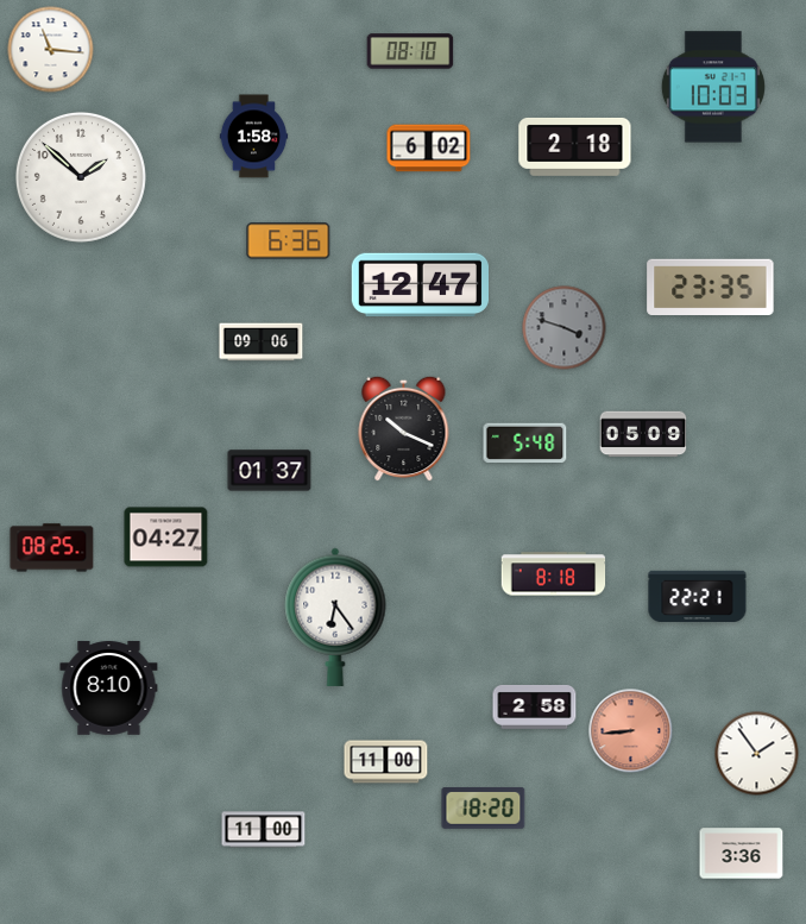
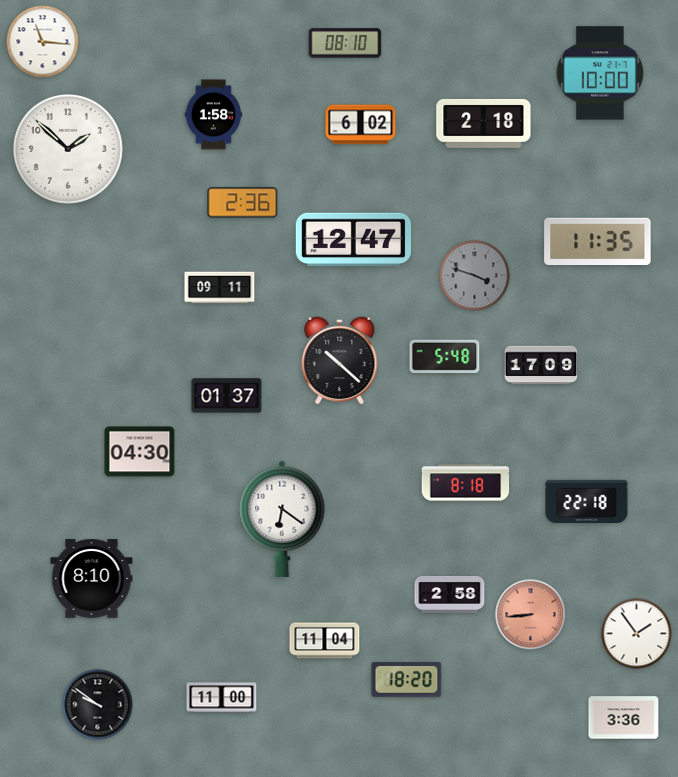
clock at (713, 87): 10:03 -> 10:00
clock at (289, 241): 6:36 -> 2:36
clock at (711, 287): 23:35 -> 11:35
clock at (262, 342): 09:06 -> 09:11
clock at (404, 428): 10:19 -> 10:22
clock at (643, 434): 05:09 -> 17:09
clock at (525, 442) position: (525, 442) -> (445, 356)
clock at (166, 538): 04:27 -> 04:30
clock at (52, 548): 08:25 -> none
clock at (698, 596): 22:21 -> 22:18
clock at (335, 617): 6:24 -> 6:21
clock at (386, 762): 11:00 -> 11:04
clock at (98, 705): none -> 9:51
